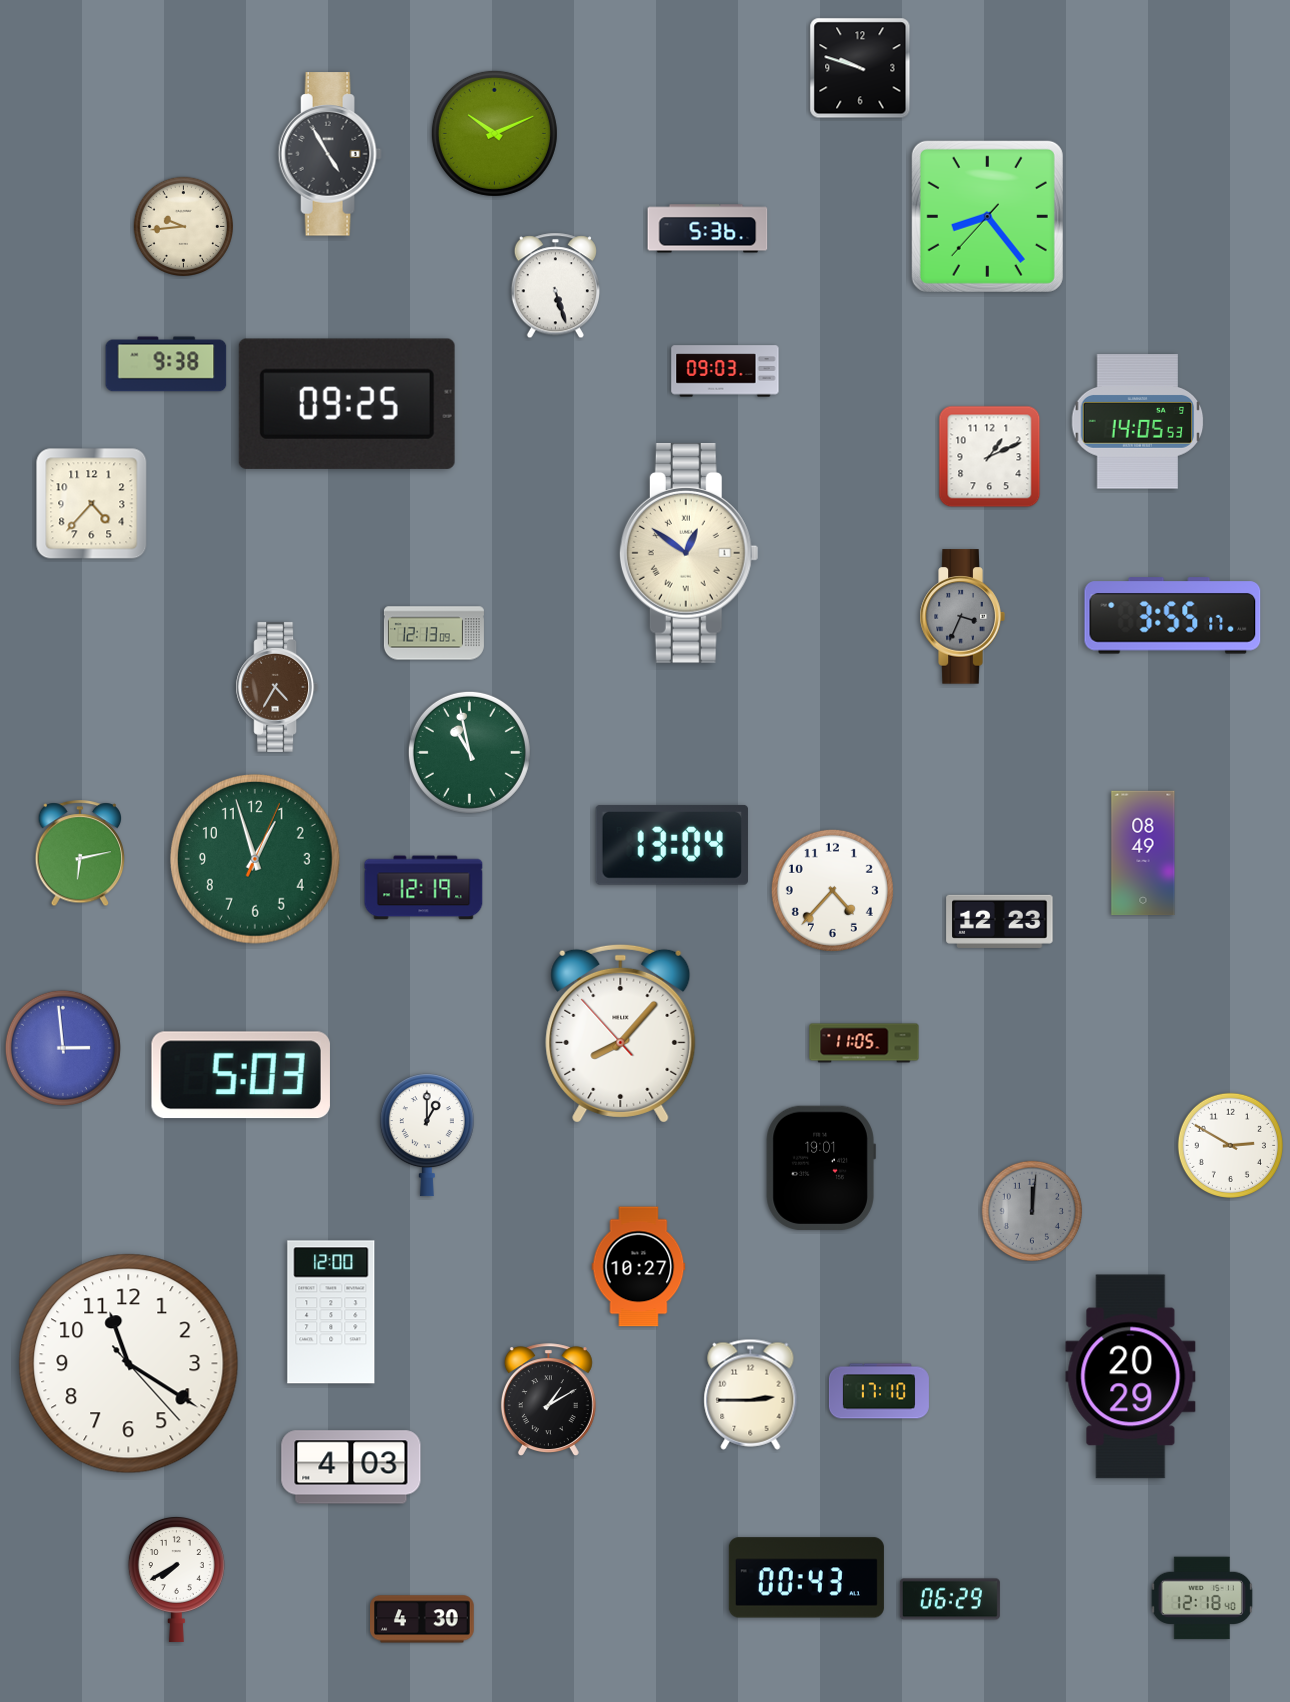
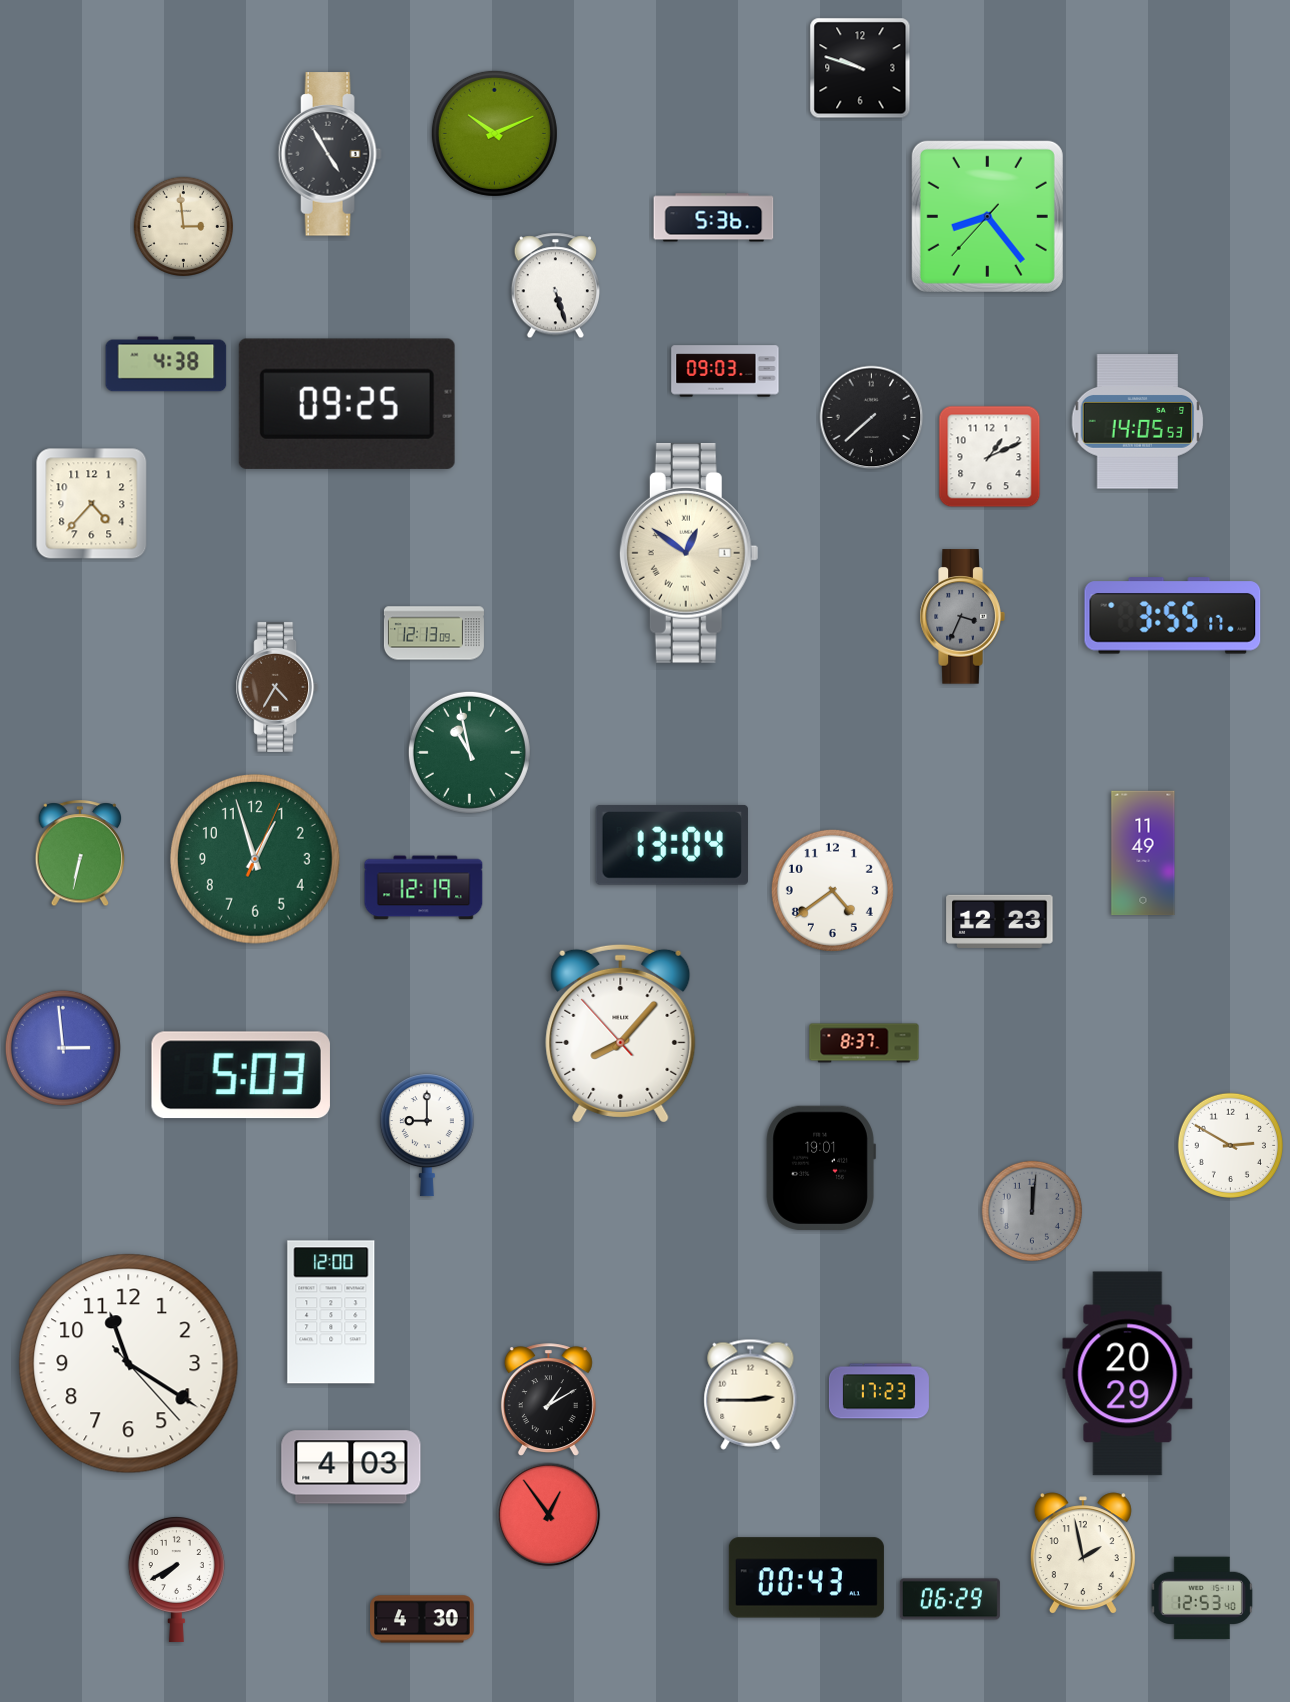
clock at (183, 226): 9:44 -> 2:59
clock at (708, 229) position: (708, 229) -> (714, 218)
clock at (166, 364): 9:38 -> 4:38
clock at (872, 418): none -> 7:38
clock at (1143, 853): 08:49 -> 11:49
clock at (80, 854): 6:13 -> 6:32
clock at (832, 890): 4:37 -> 4:39
clock at (864, 1043): 11:05 -> 8:37
clock at (427, 1135): 1:00 -> 9:00
clock at (639, 1267): 10:27 -> none
clock at (1131, 1377) position: (1131, 1377) -> (1128, 1374)
clock at (879, 1391): 17:10 -> 17:23
clock at (549, 1515): none -> 12:54
clock at (1083, 1553): none -> 1:58
clock at (1202, 1598): 12:18 -> 12:53
